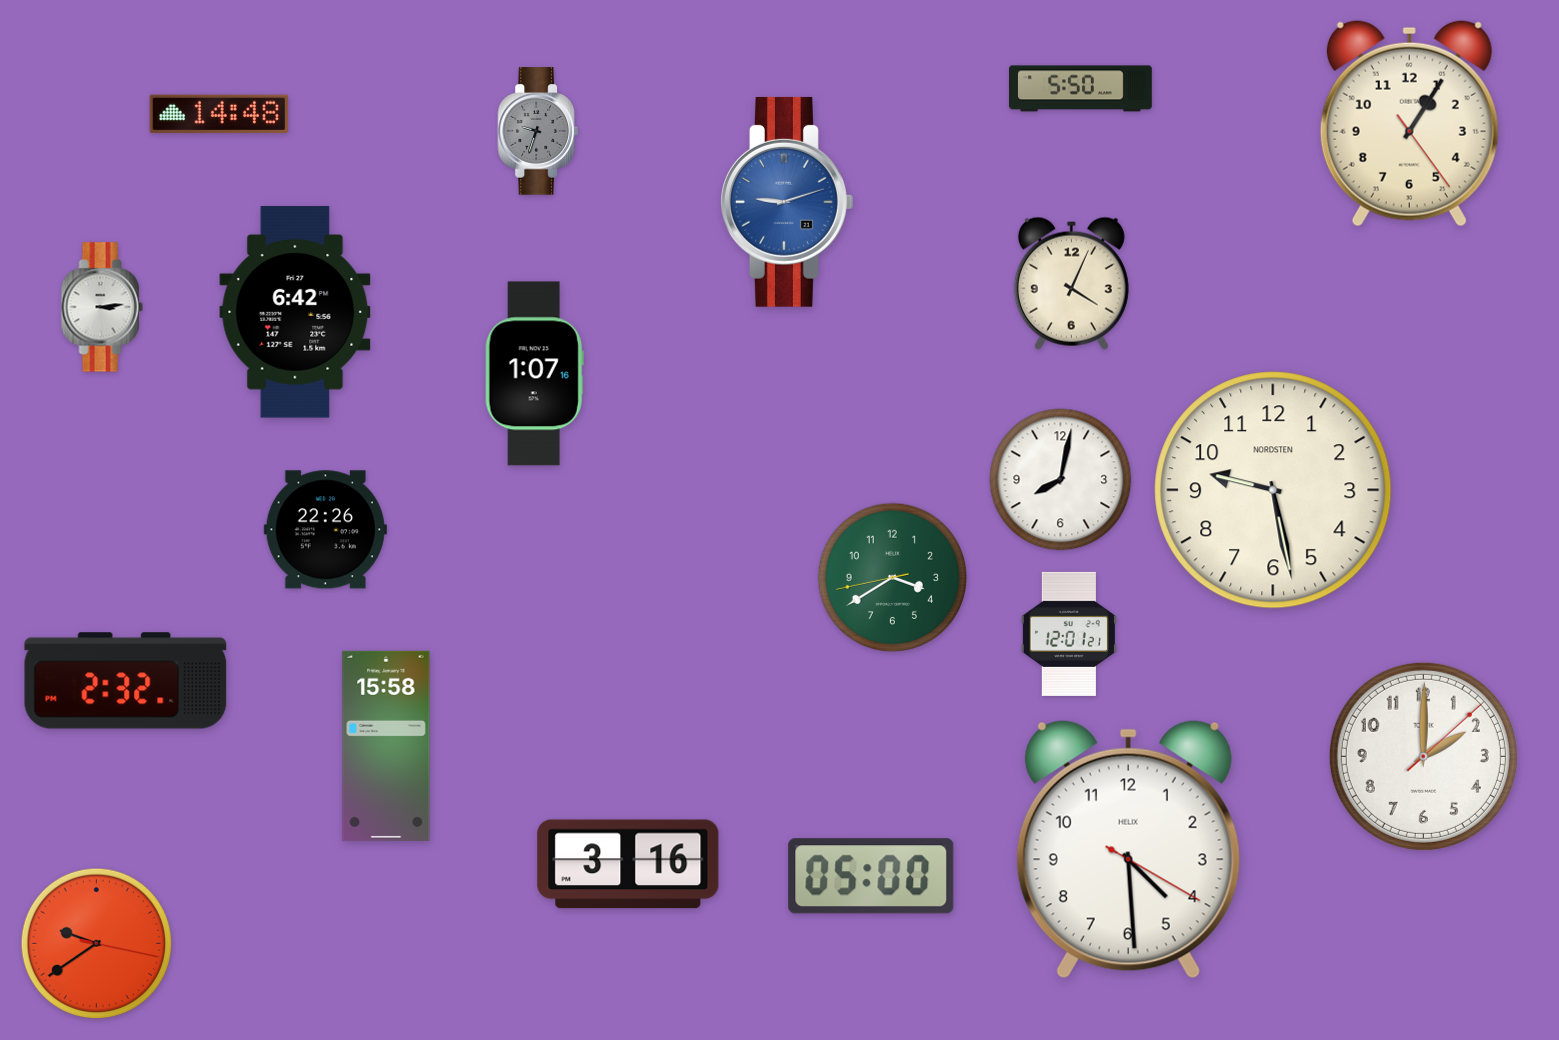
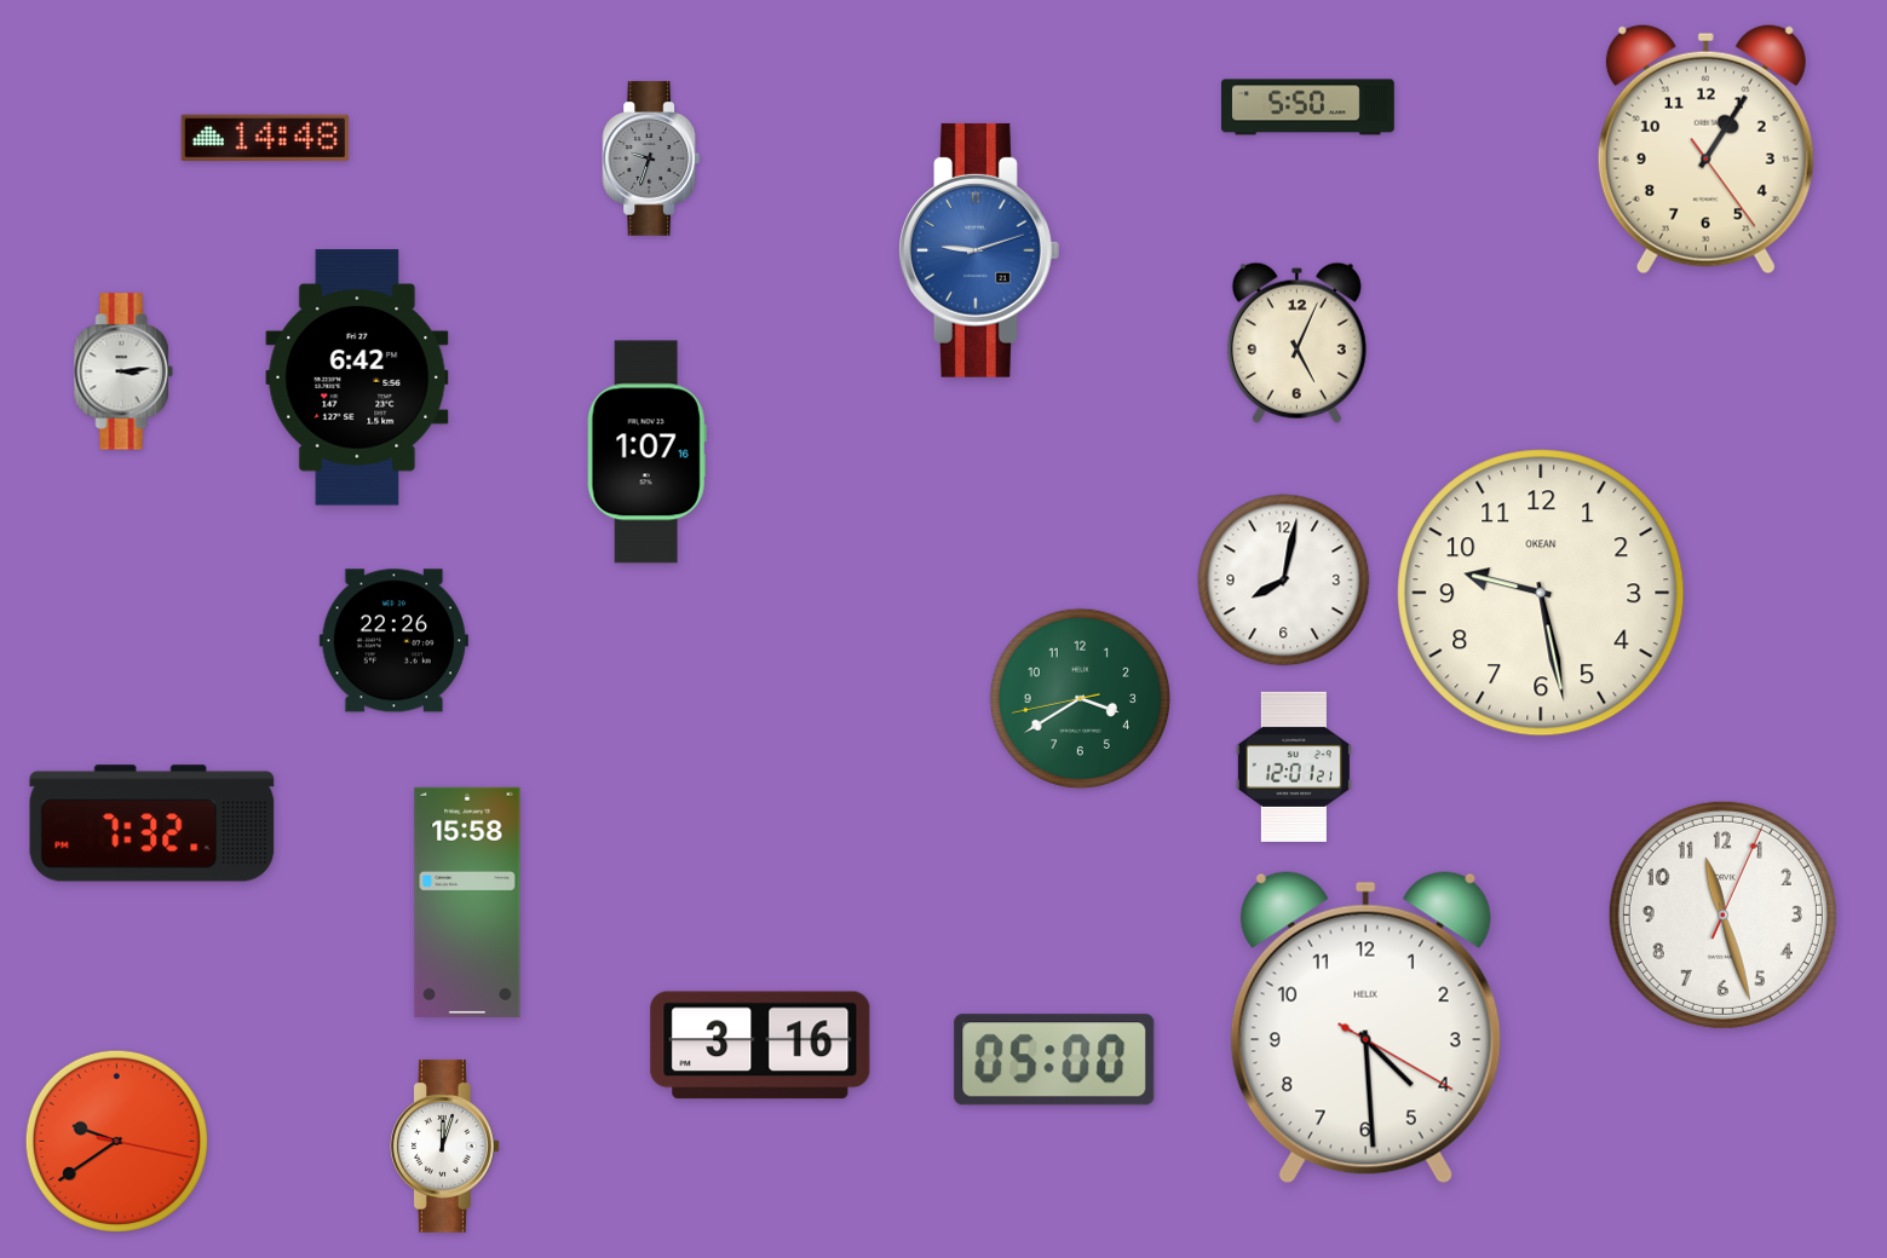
clock at (787, 202) position: (787, 202) -> (979, 250)
clock at (1071, 283): 4:04 -> 5:04
clock at (1273, 490) brand: NORDSTEN -> OKEAN
clock at (126, 681): 2:32 -> 7:32
clock at (1423, 756): 2:00 -> 11:27
clock at (444, 1146): none -> 12:03
